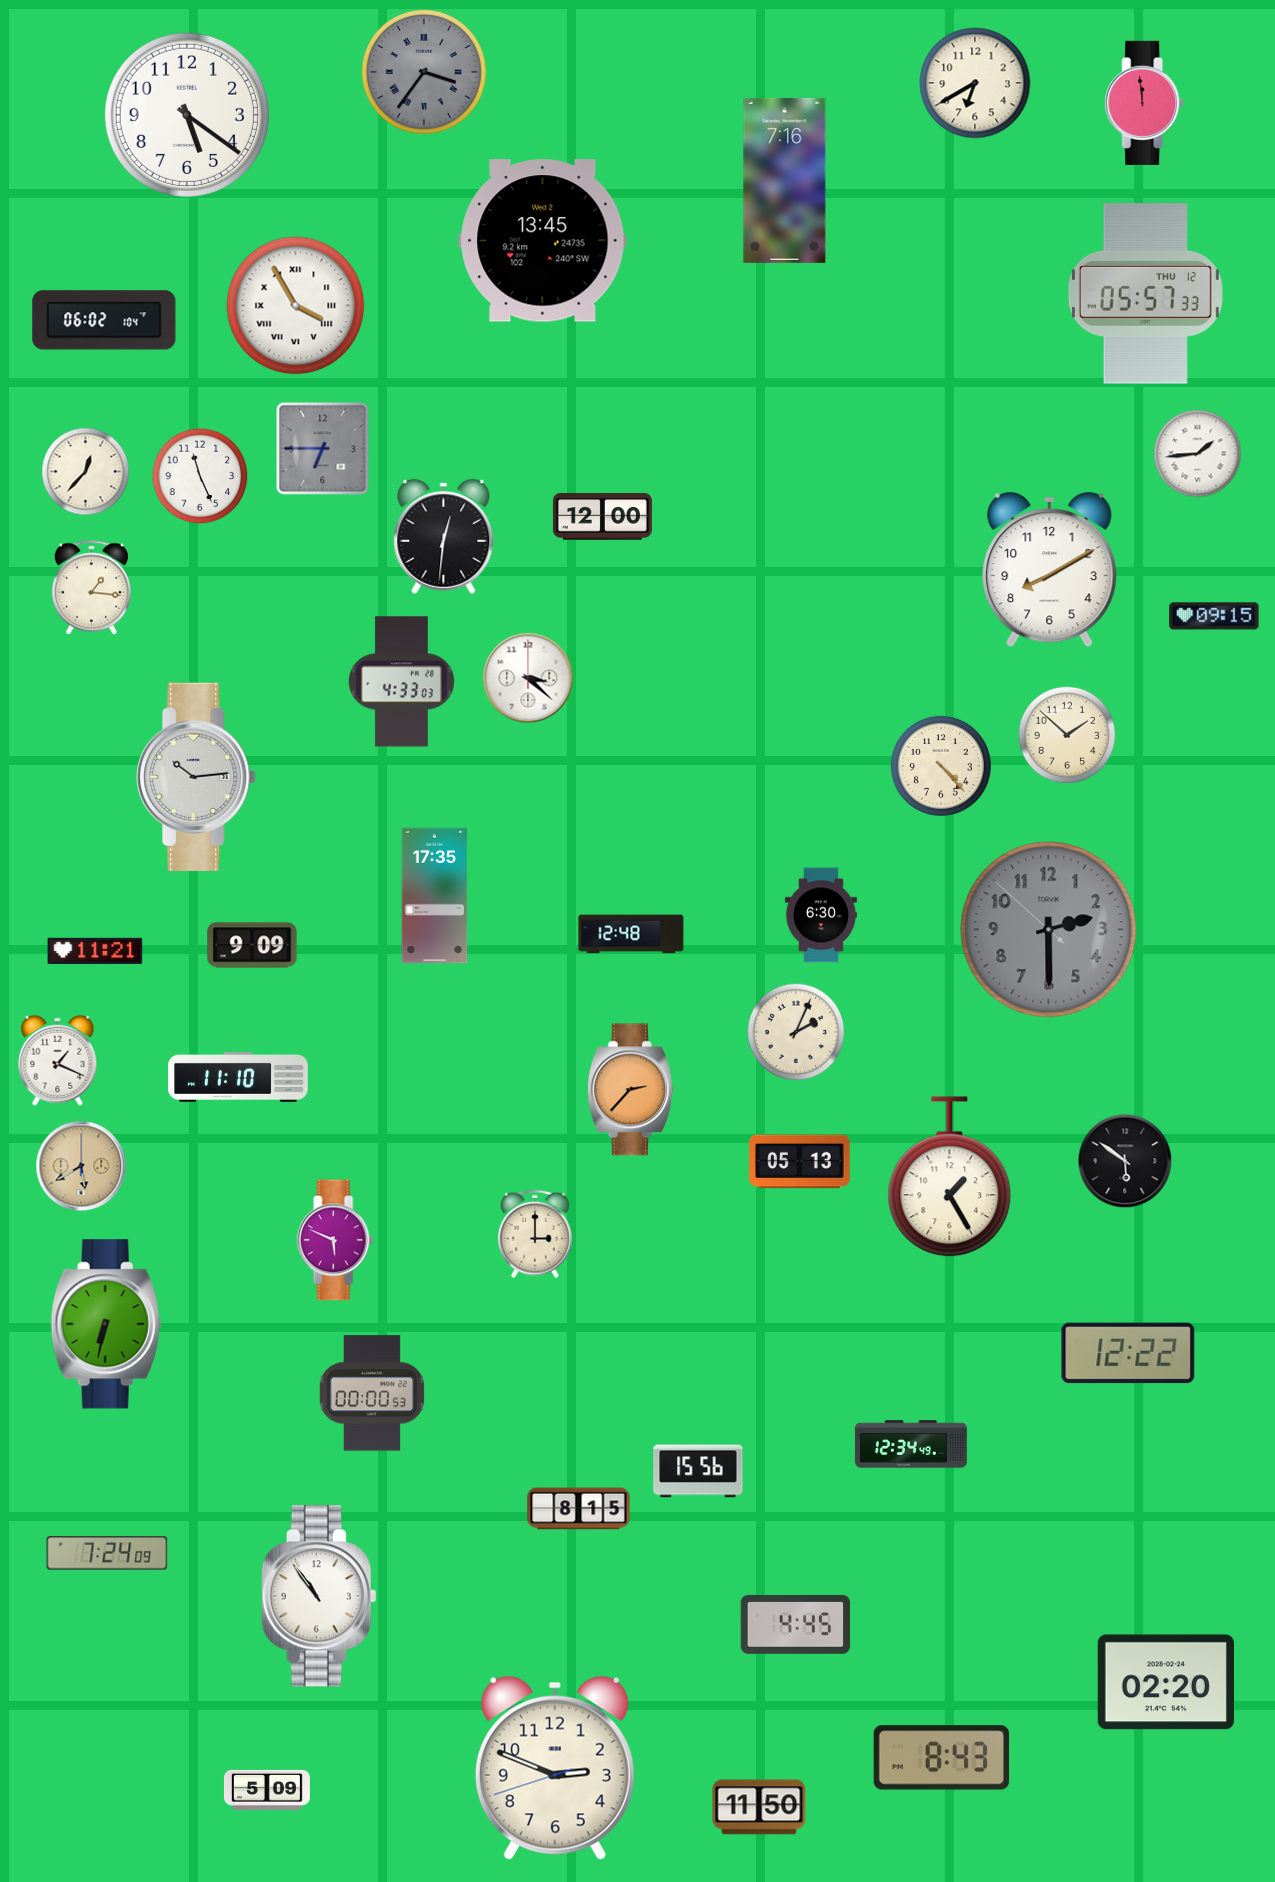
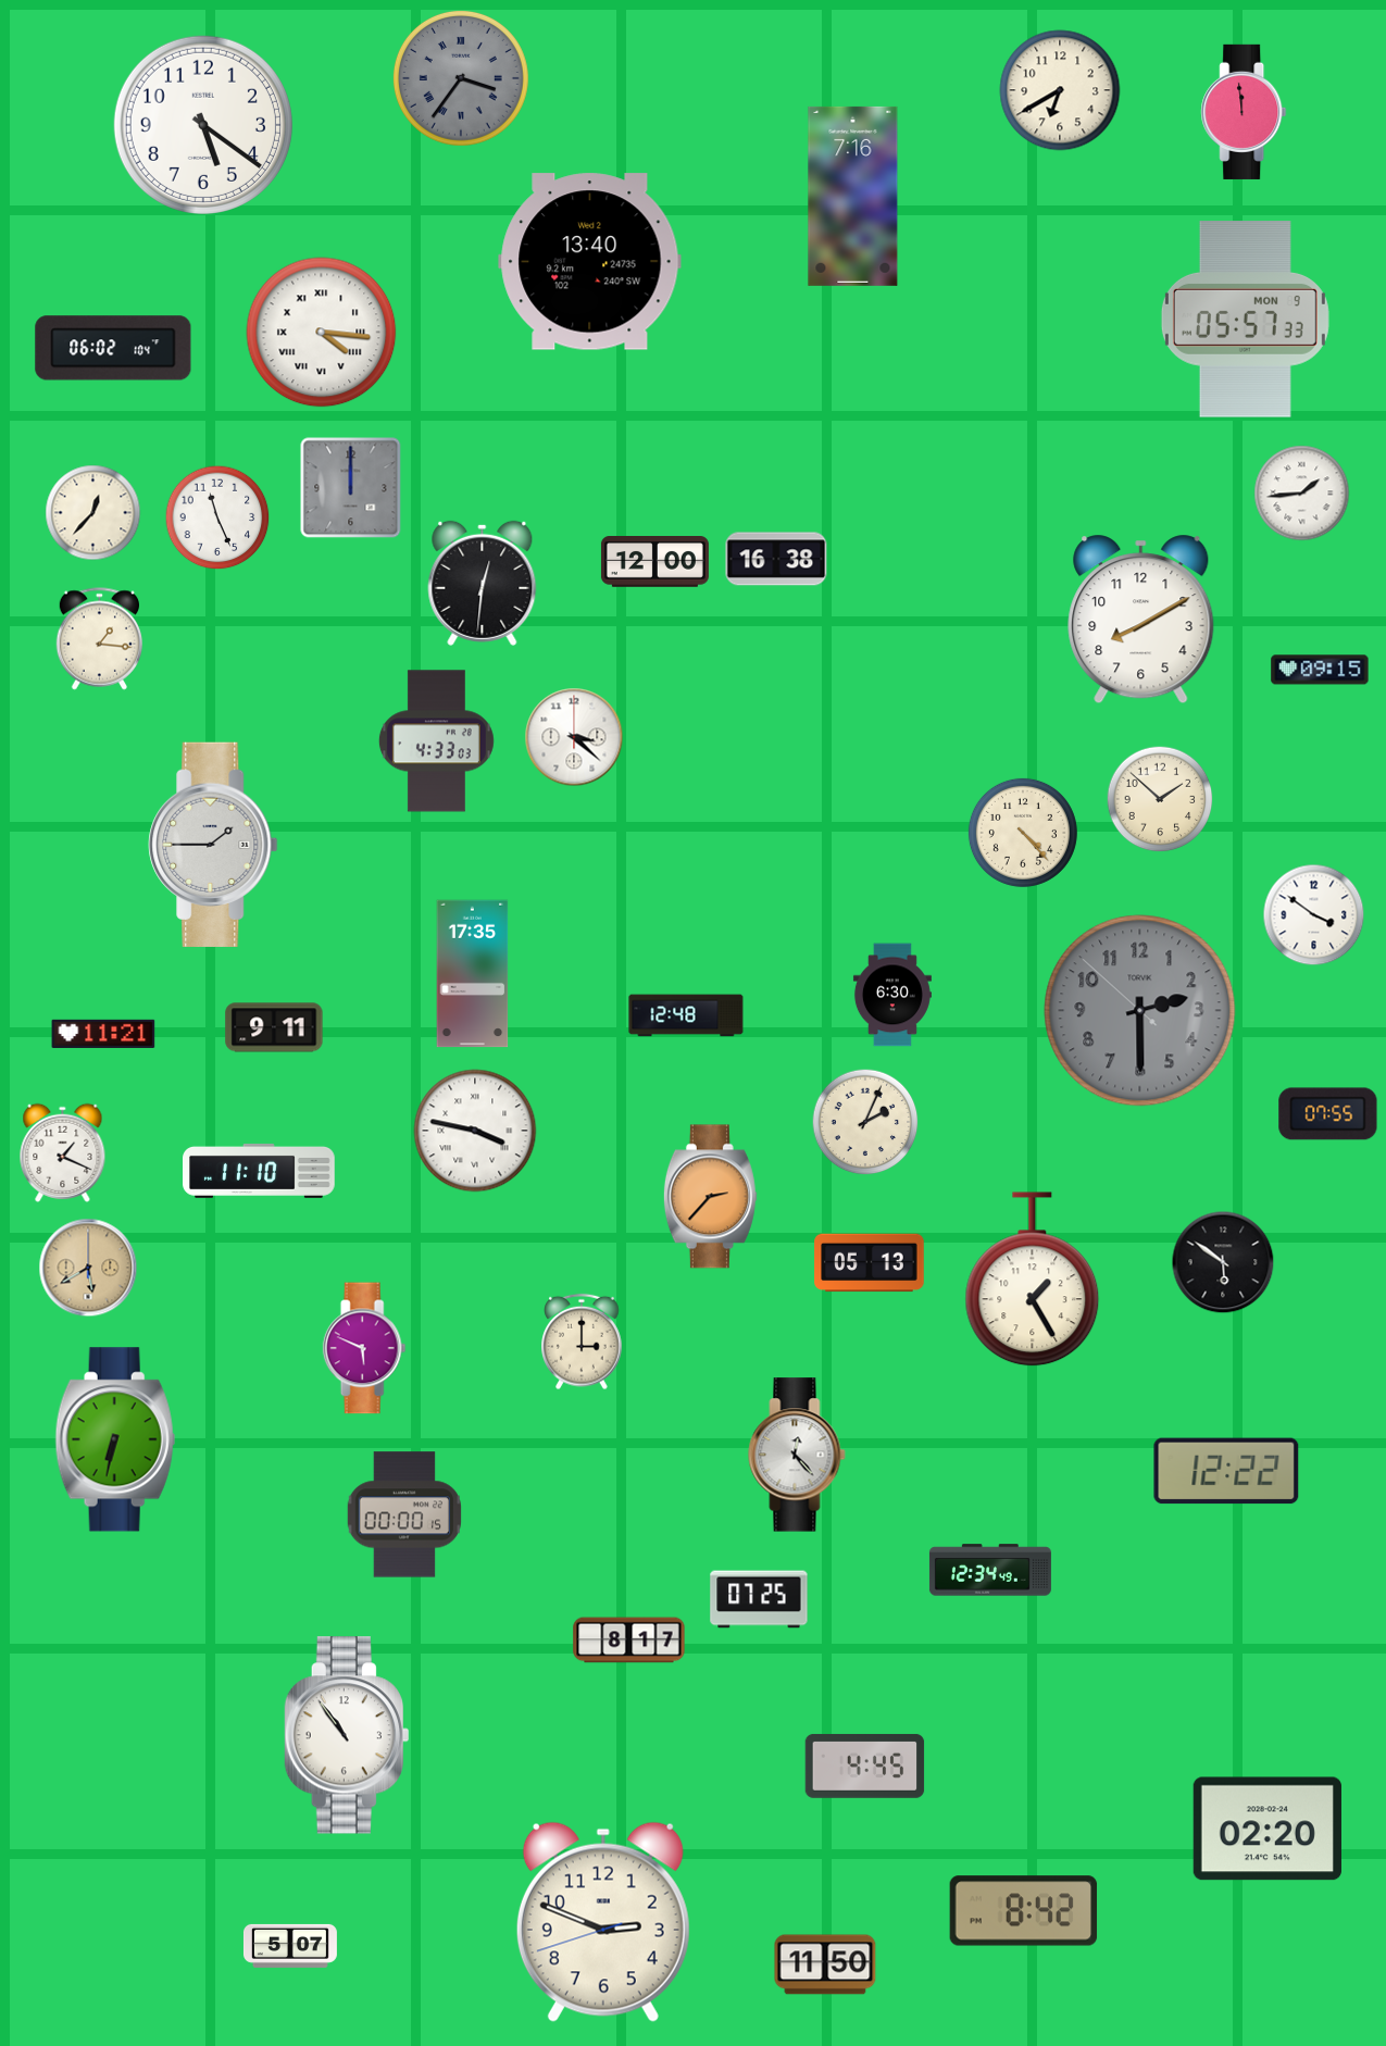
clock at (543, 241): 13:45 -> 13:40
clock at (1145, 294) date: THU 12 -> MON 9
clock at (296, 306): 3:55 -> 4:16
clock at (323, 449): 6:45 -> 12:00
clock at (776, 559): none -> 16:38
clock at (196, 777): 10:14 -> 1:45
clock at (1314, 915): none -> 3:51
clock at (252, 945): 9:09 -> 9:11
clock at (1328, 1114): none -> 07:55
clock at (475, 1131): none -> 3:47
clock at (630, 1090) position: (630, 1090) -> (710, 1197)
clock at (797, 1455): none -> 12:23
clock at (371, 1393): 00:00:53 -> 00:00:15
clock at (698, 1471): 15:56 -> 07:25
clock at (579, 1509): 8:15 -> 8:17
clock at (107, 1553): 7:24 -> none
clock at (942, 1758): 8:43 -> 8:42
clock at (267, 1790): 5:09 -> 5:07
